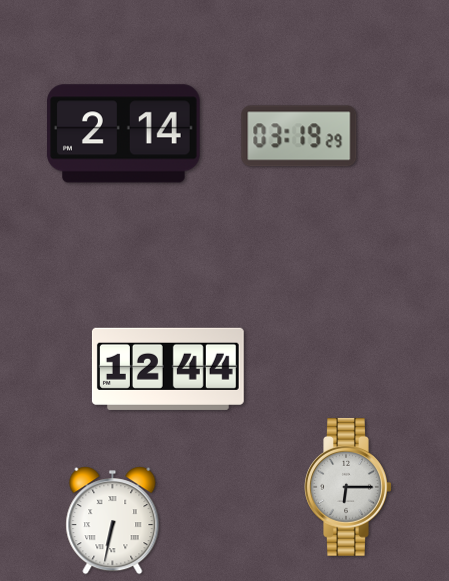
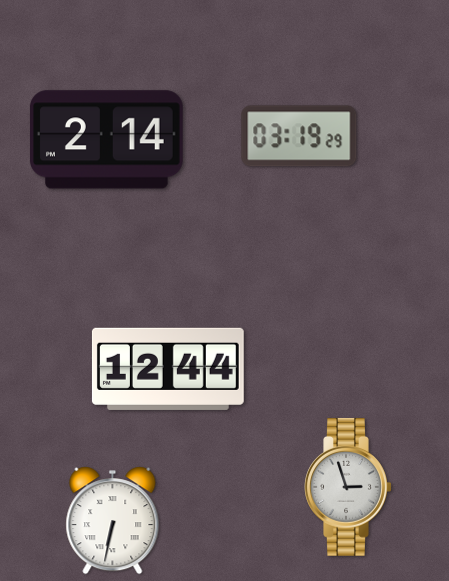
clock at (124, 134) position: (124, 134) -> (107, 140)
clock at (348, 487): 6:15 -> 2:57
